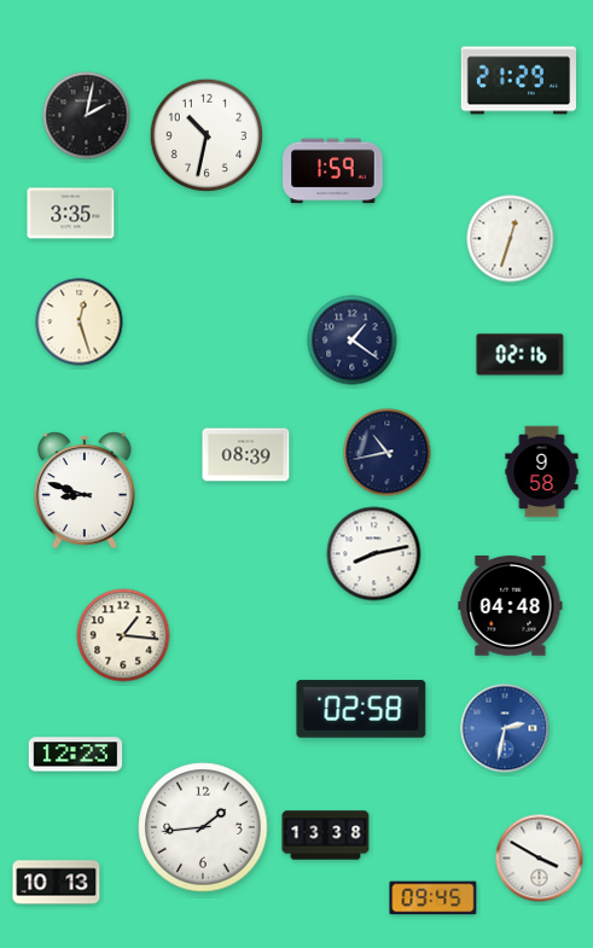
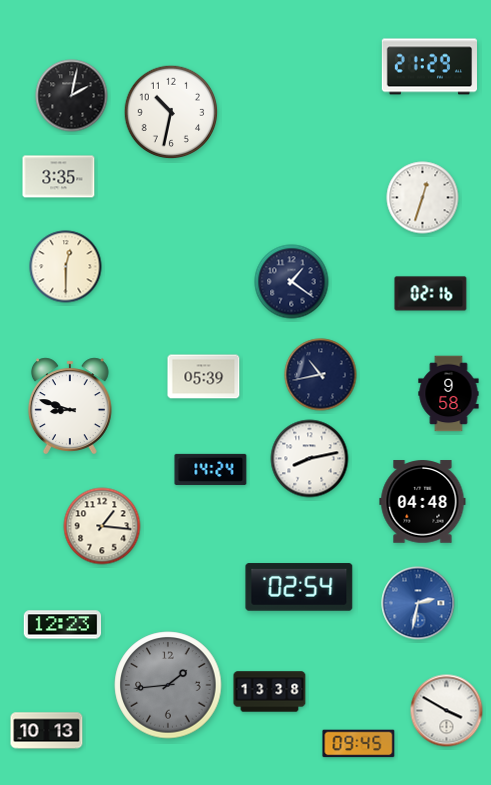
clock at (333, 171): 1:59 -> none
clock at (80, 322): 12:27 -> 12:30
clock at (246, 455): 08:39 -> 05:39
clock at (542, 472) position: (542, 472) -> (449, 394)
clock at (211, 469): none -> 14:24
clock at (361, 709): 02:58 -> 02:54
clock at (203, 827) dial: white -> grey
